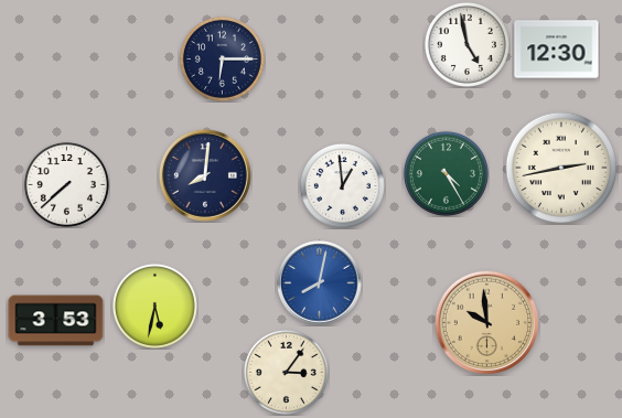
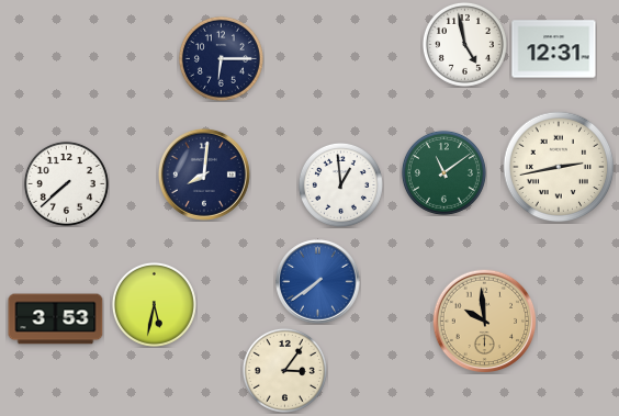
clock at (557, 50): 12:30 -> 12:31
clock at (446, 173): 4:25 -> 11:09
clock at (320, 283): 8:02 -> 7:39
